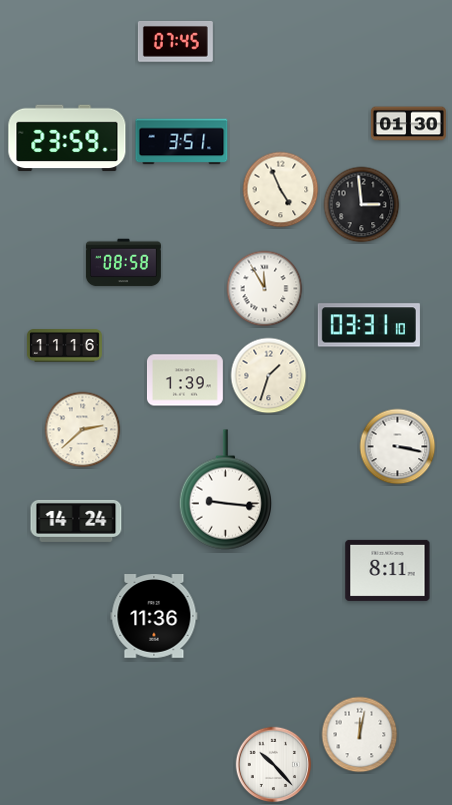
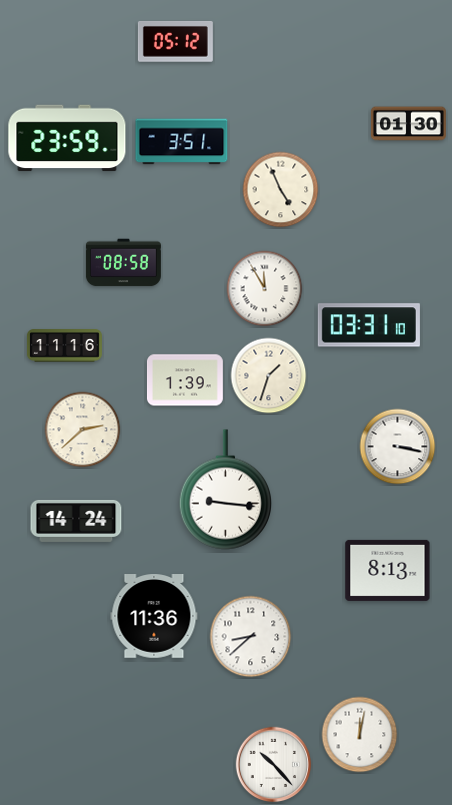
clock at (175, 42): 07:45 -> 05:12
clock at (362, 205): 2:59 -> none
clock at (388, 570): 8:11 -> 8:13
clock at (251, 637): none -> 8:38
